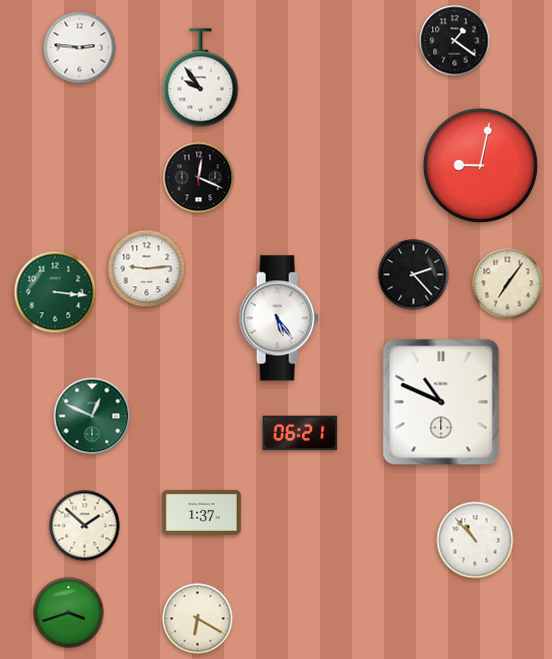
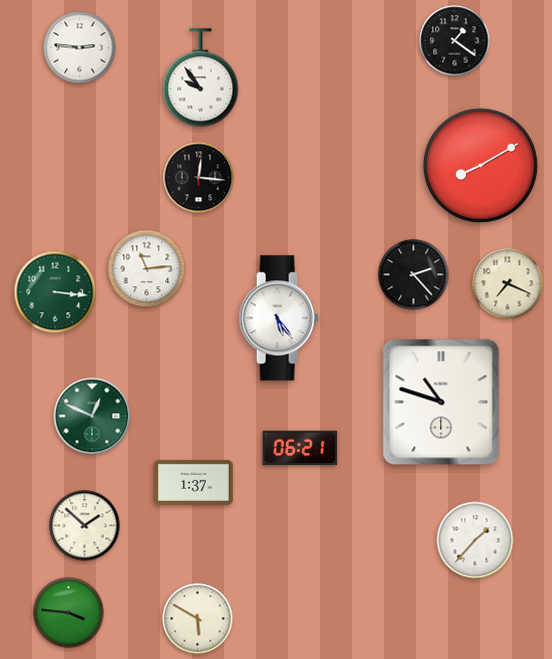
clock at (480, 165): 9:02 -> 8:10
clock at (199, 178): 12:19 -> 12:16
clock at (147, 269): 9:14 -> 11:14
clock at (508, 284): 7:06 -> 7:19
clock at (441, 402): 10:49 -> 10:48
clock at (300, 433) position: (300, 433) -> (300, 448)
clock at (202, 512) position: (202, 512) -> (194, 482)
clock at (475, 540): 10:53 -> 1:37
clock at (69, 613): 3:42 -> 3:46
clock at (198, 619): 6:20 -> 5:50
